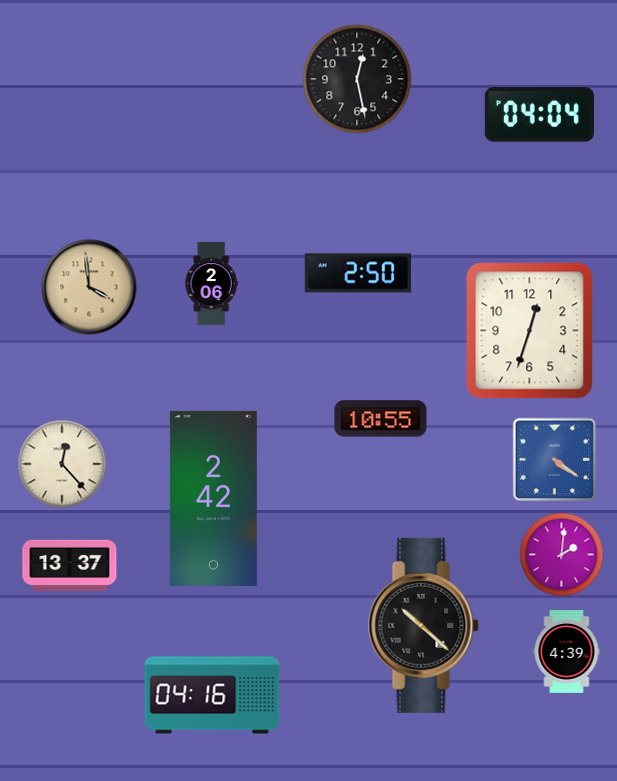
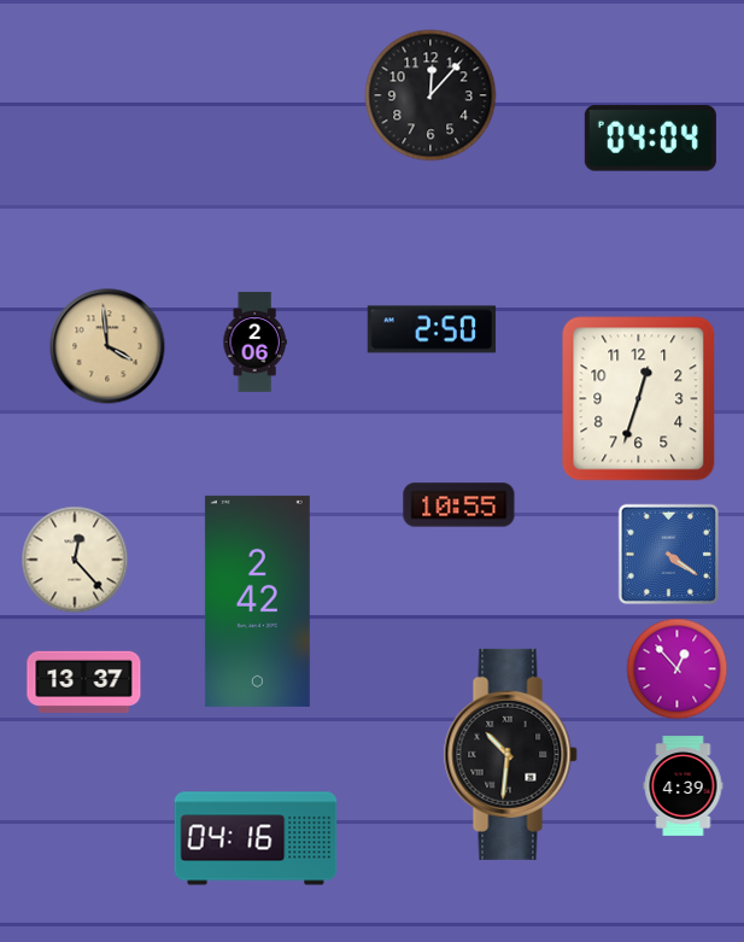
clock at (357, 79): 12:28 -> 12:07
clock at (562, 555): 2:01 -> 12:53
clock at (423, 625): 10:22 -> 10:31
